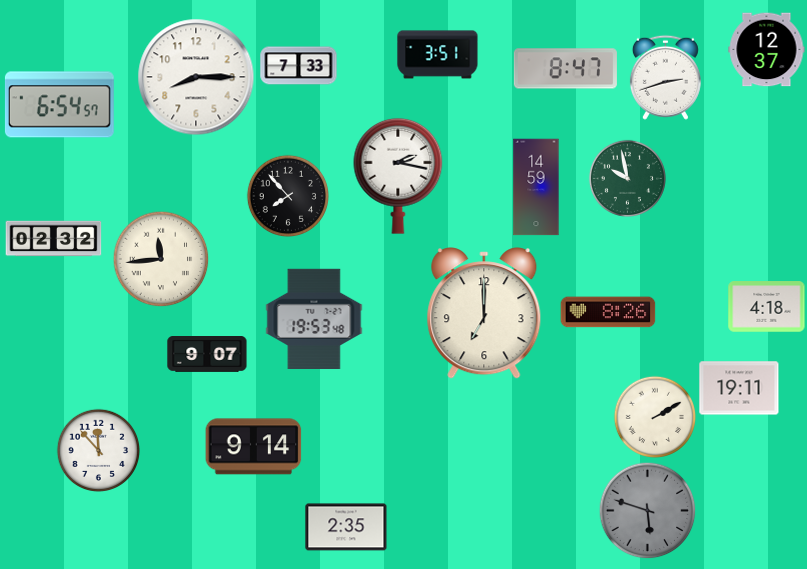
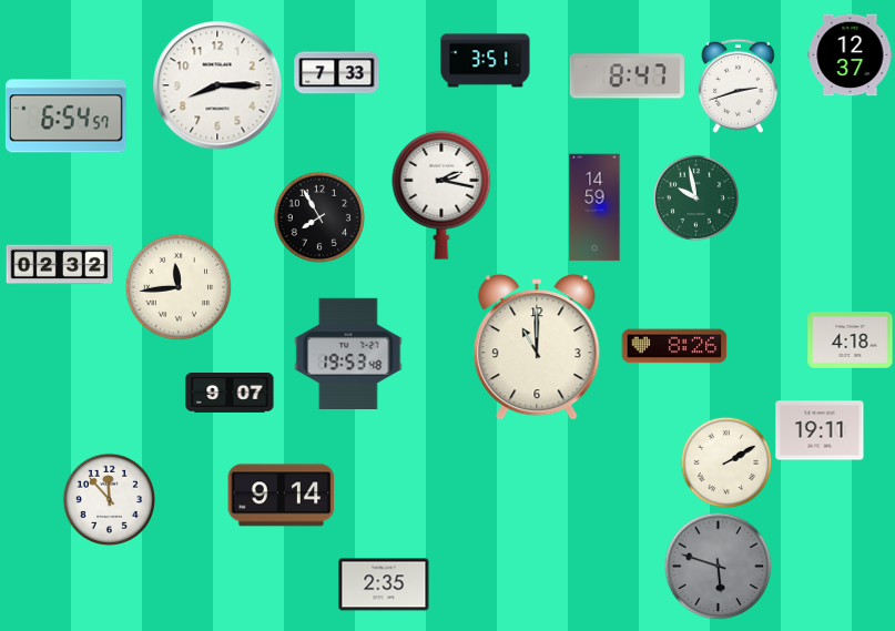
clock at (299, 66) position: (299, 66) -> (337, 73)
clock at (287, 195): 7:53 -> 7:55
clock at (484, 313): 7:00 -> 11:00
